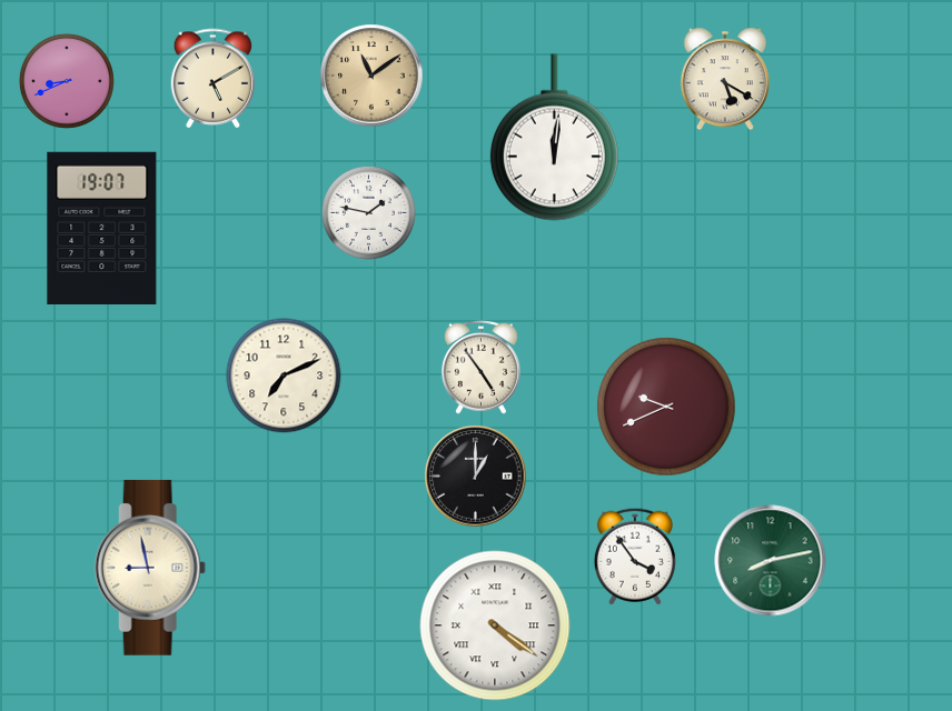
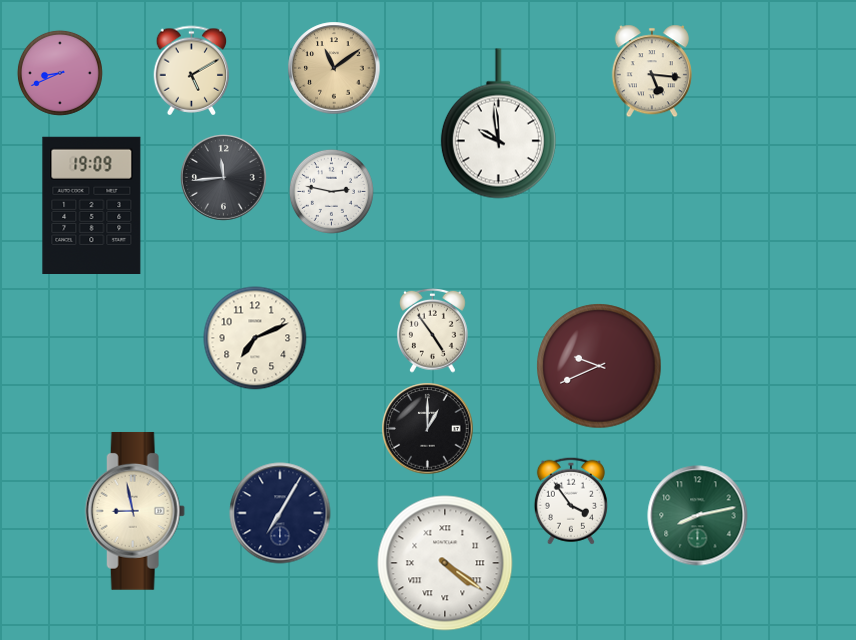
clock at (725, 79): 5:20 -> 5:16
clock at (554, 138): 12:01 -> 9:59
clock at (224, 178): none -> 11:44
clock at (368, 212): 1:47 -> 2:47
clock at (102, 228): 19:07 -> 19:09
clock at (771, 561) position: (771, 561) -> (698, 516)
clock at (280, 513): none -> 7:05
